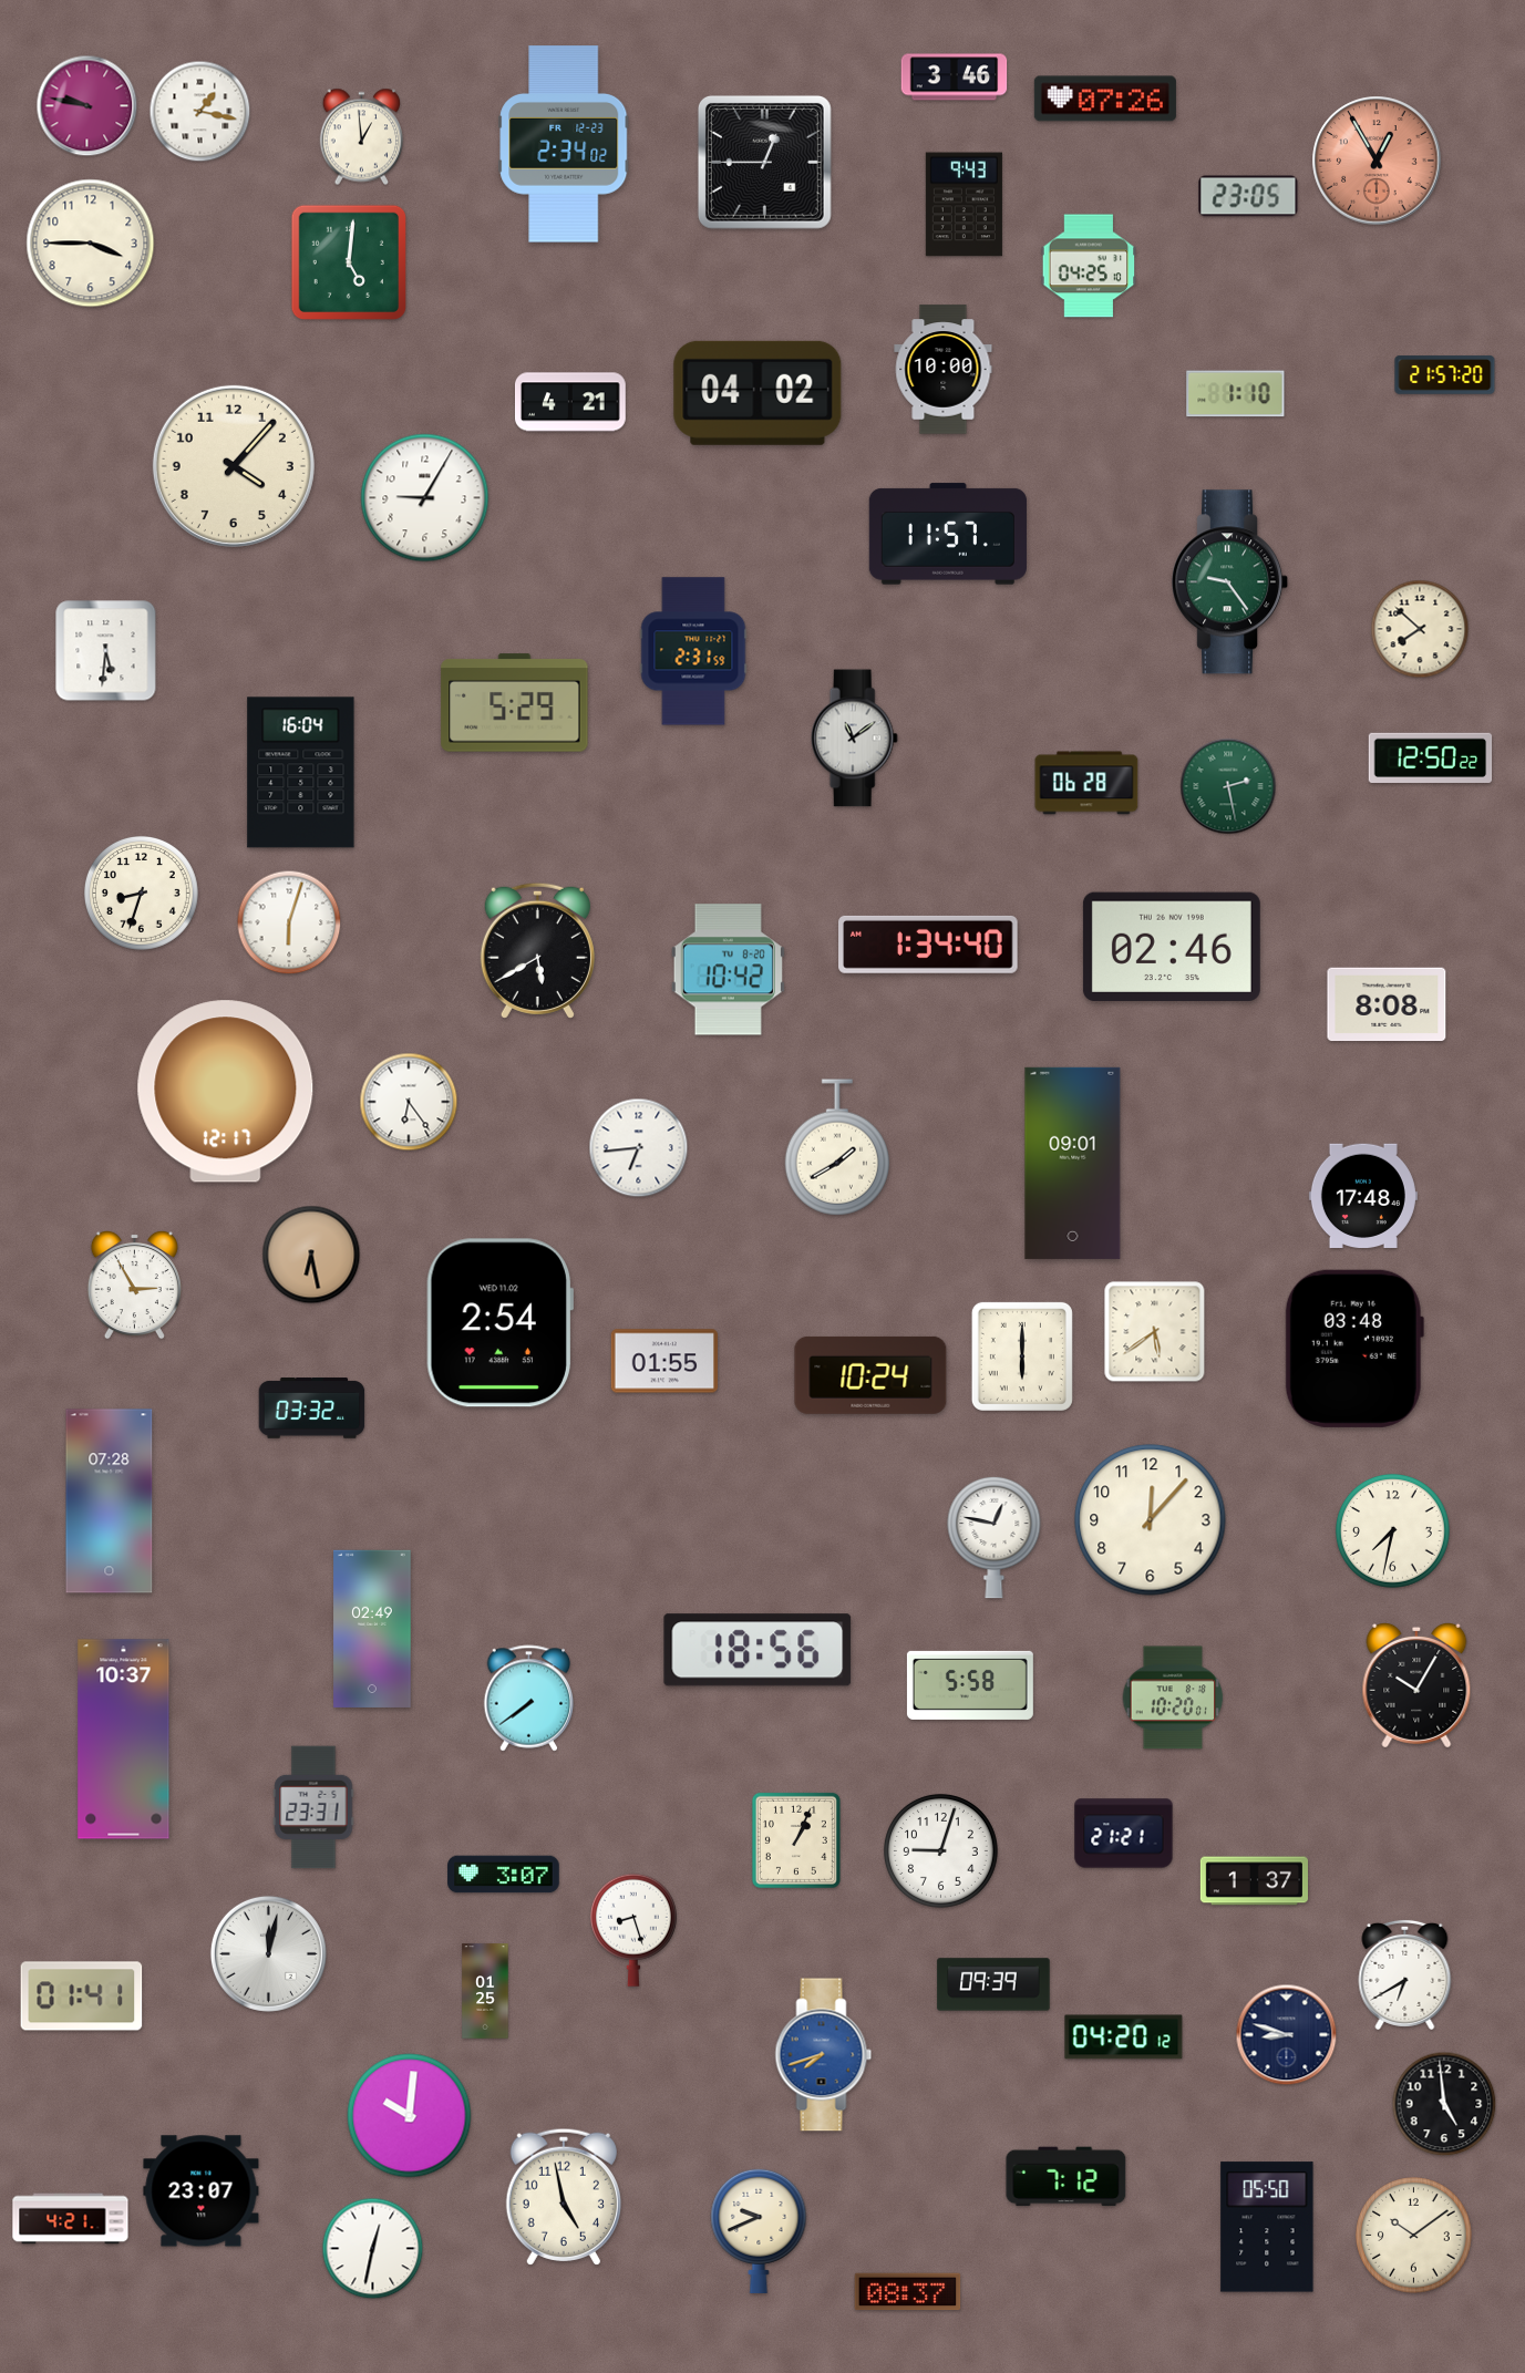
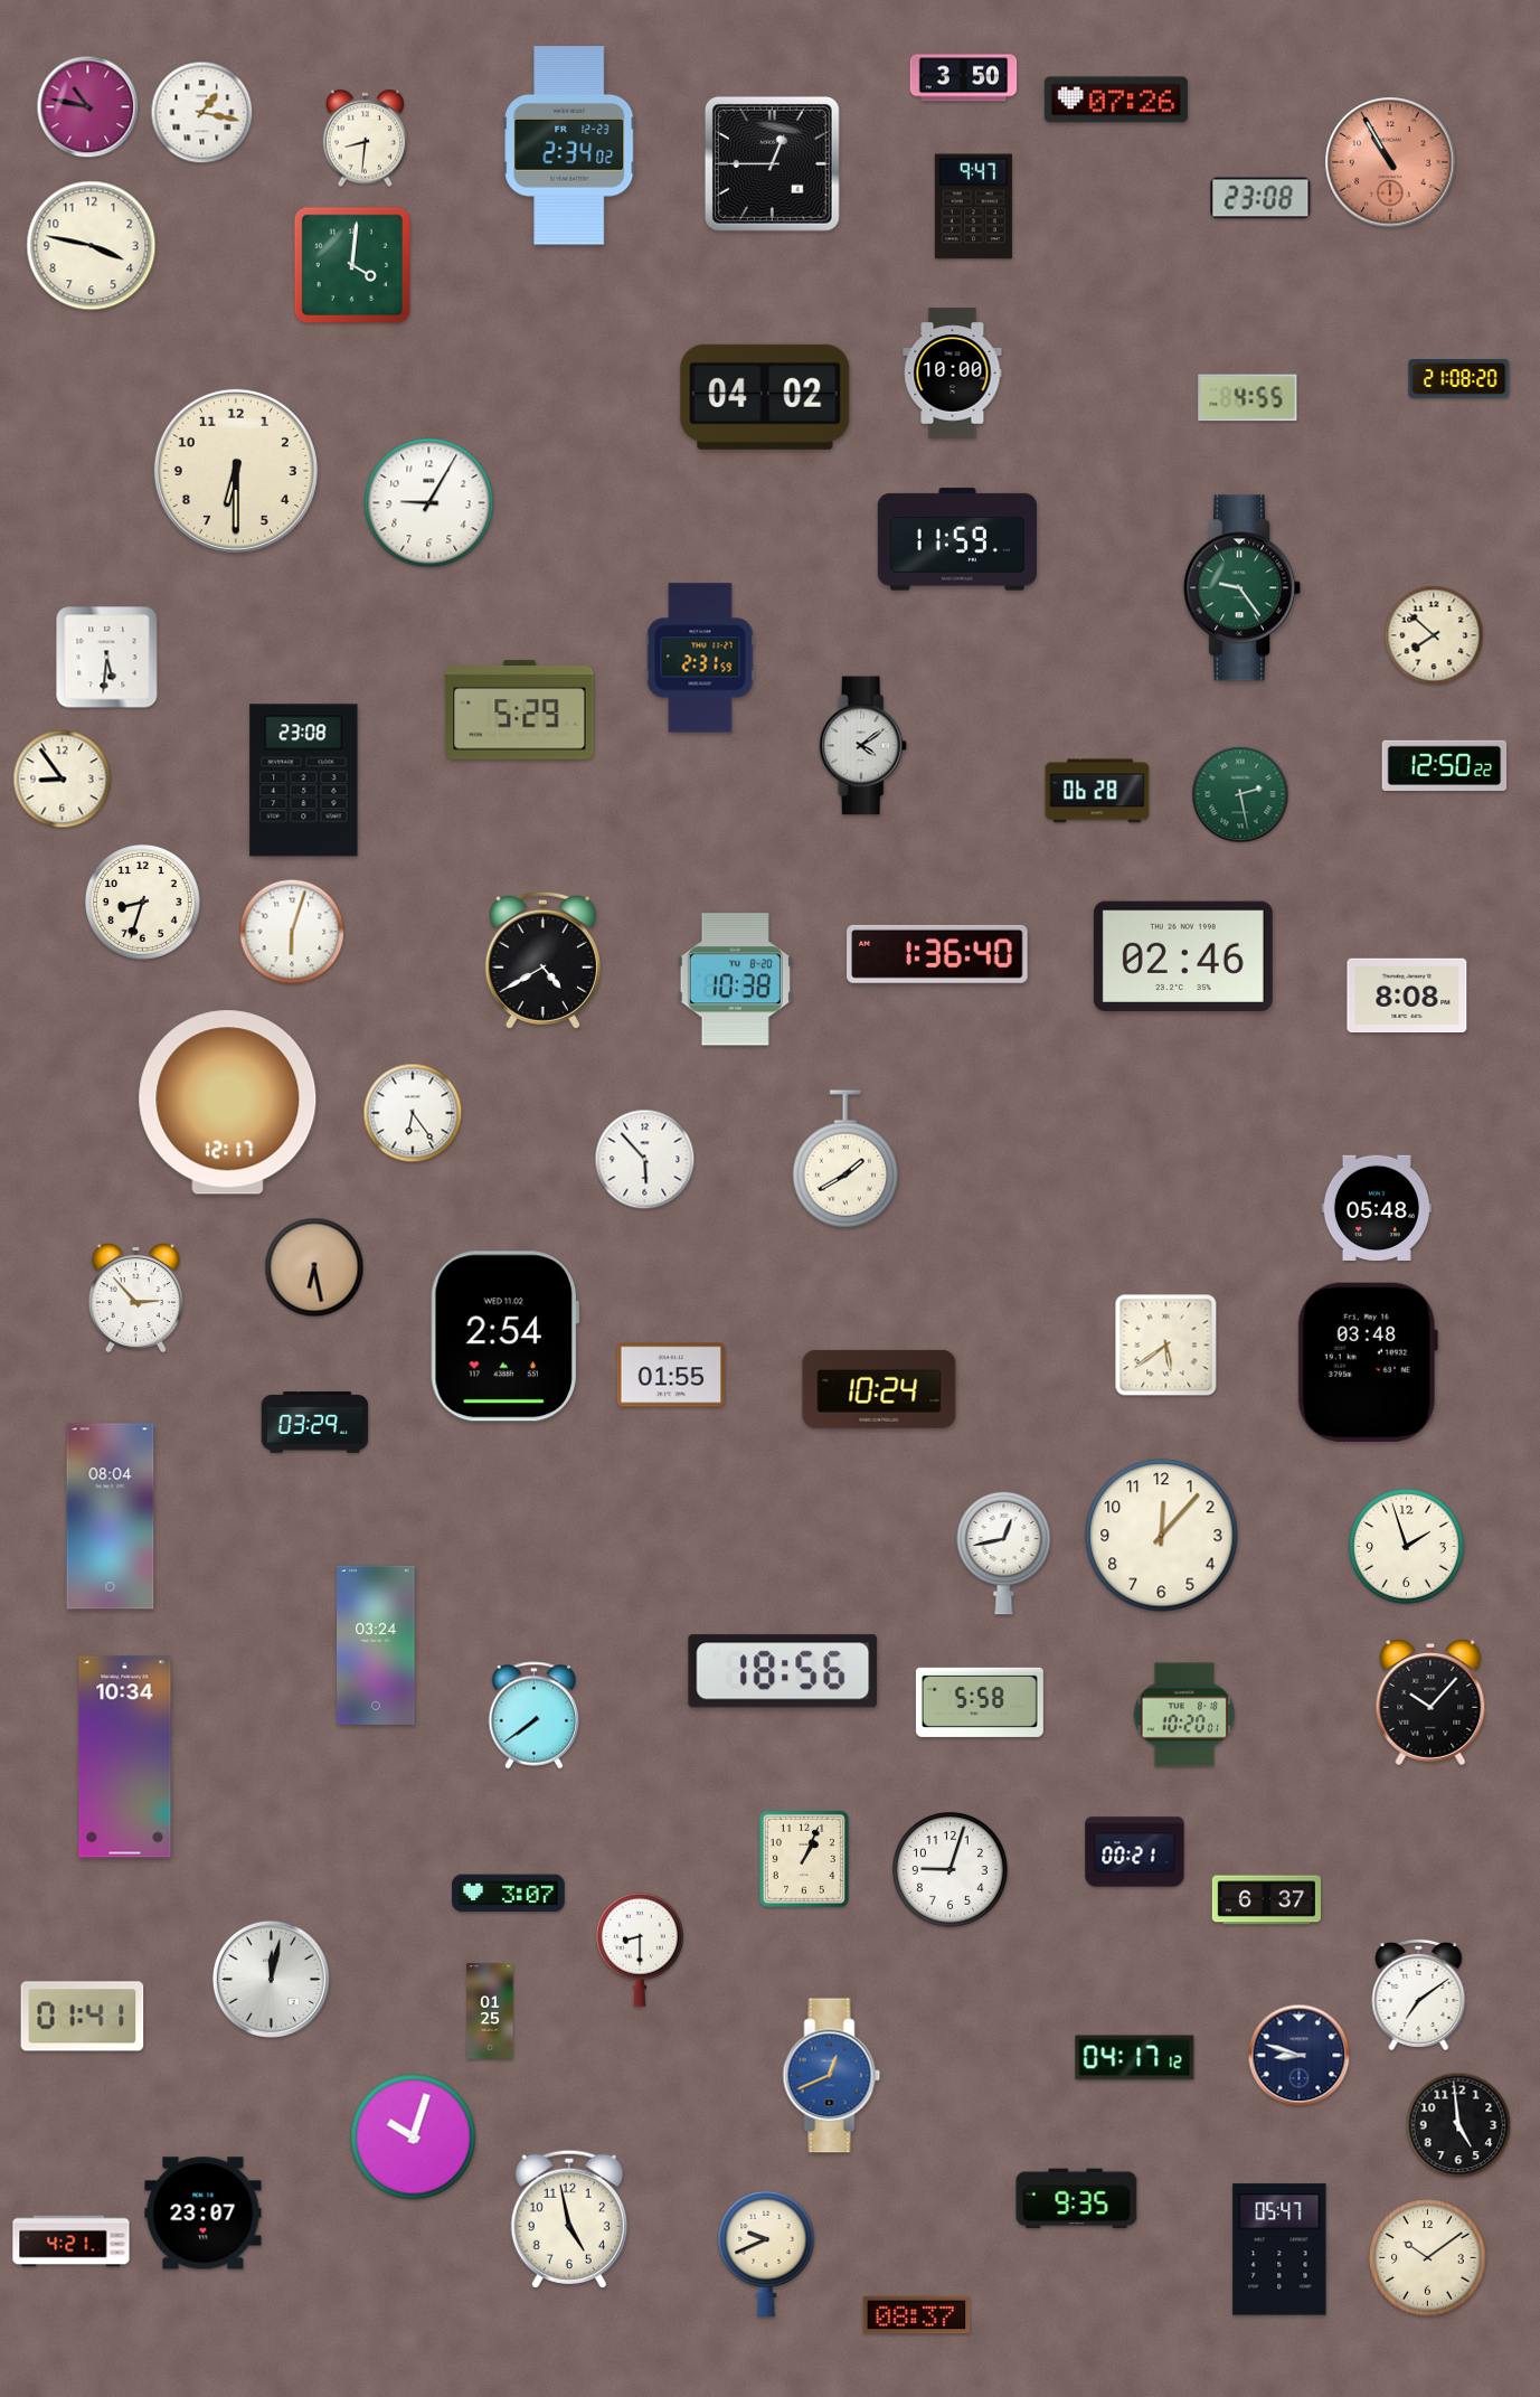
clock at (955, 78): 3:46 -> 3:50
clock at (87, 106): 9:47 -> 10:47
clock at (361, 137): 12:59 -> 8:31
clock at (1377, 161): 12:55 -> 10:55
clock at (1248, 196): 23:05 -> 23:08
clock at (964, 205): 9:43 -> 9:47
clock at (91, 244): 3:45 -> 3:47
clock at (348, 261): 5:01 -> 4:01
clock at (1089, 266): 04:25 -> none
clock at (1445, 375): 21:57 -> 21:08
clock at (1236, 394): 1:10 -> 4:55
clock at (571, 402): 4:21 -> none
clock at (234, 466): 4:07 -> 6:30
clock at (948, 534): 11:57 -> 11:59
clock at (854, 739): 11:09 -> 4:09
clock at (63, 780): none -> 8:54
clock at (301, 773): 16:04 -> 23:08
clock at (928, 945): 1:34 -> 1:36
clock at (537, 950): 5:40 -> 4:40
clock at (728, 970): 10:42 -> 10:38
clock at (1387, 1004) position: (1387, 1004) -> (1407, 995)
clock at (639, 1148): 6:44 -> 5:53
clock at (1073, 1163): 09:01 -> none
clock at (1363, 1196): 17:48 -> 05:48
clock at (134, 1284): 2:55 -> 2:53
clock at (1022, 1356): 6:00 -> none
clock at (312, 1409): 03:32 -> 03:29
clock at (110, 1502): 07:28 -> 08:04
clock at (1392, 1530): 7:32 -> 1:57
clock at (995, 1537): 12:47 -> 12:43
clock at (372, 1629): 02:49 -> 03:24
clock at (758, 1650) position: (758, 1650) -> (783, 1671)
clock at (1416, 1685): 10:05 -> 10:07
clock at (124, 1740): 10:37 -> 10:34
clock at (313, 1807): 23:31 -> none
clock at (1124, 1834): 21:21 -> 00:21
clock at (1254, 1881): 1:37 -> 6:37
clock at (633, 1930): 8:27 -> 8:30
clock at (268, 1953) position: (268, 1953) -> (271, 1979)
clock at (1405, 1974): 6:40 -> 7:09
clock at (993, 1984): 09:39 -> none
clock at (1124, 2037): 04:20 -> 04:17
clock at (824, 2055): 7:42 -> 12:41
clock at (410, 2116): 10:01 -> 10:03
clock at (1067, 2177): 7:12 -> 9:35
clock at (1267, 2227): 05:50 -> 05:47
clock at (373, 2249): 12:32 -> none
